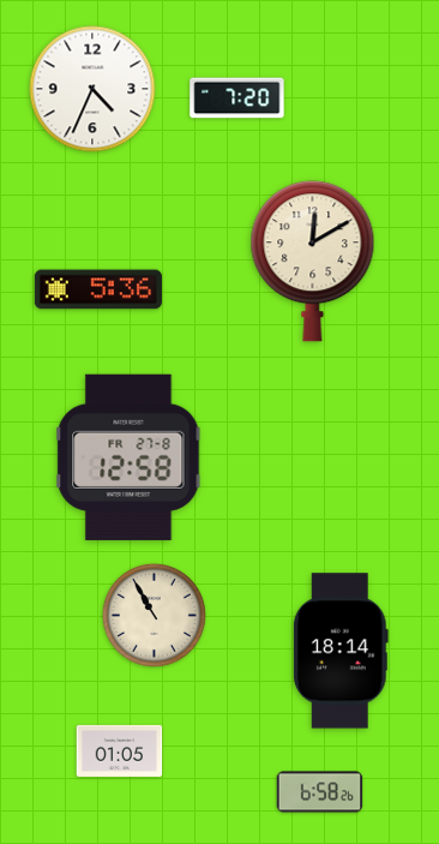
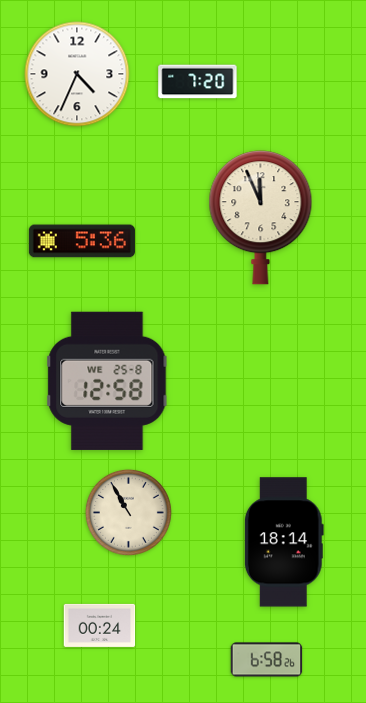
clock at (313, 262): 12:10 -> 11:56
clock at (128, 457) date: FR 27-8 -> WE 25-8
clock at (120, 750): 01:05 -> 00:24
